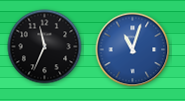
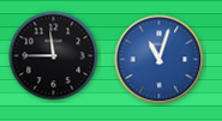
clock at (45, 47): 11:34 -> 11:45
